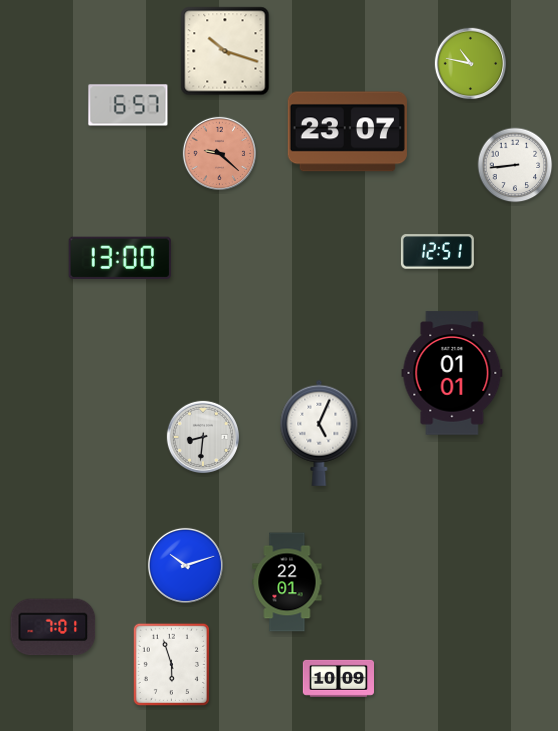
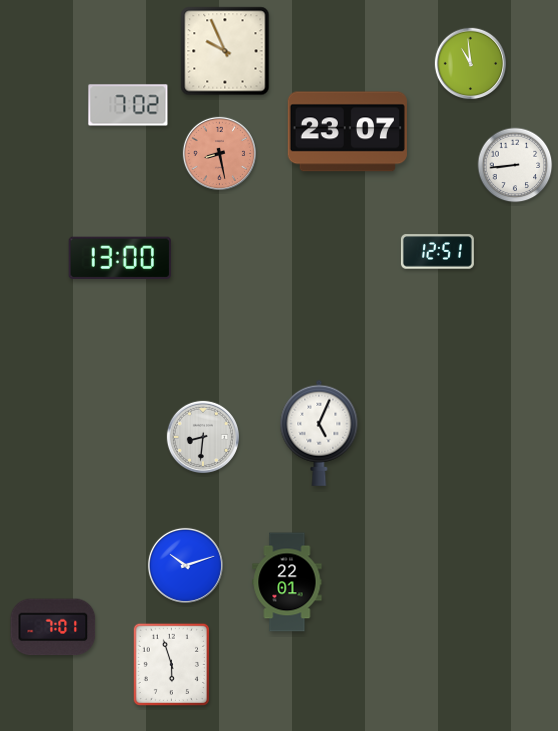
clock at (225, 51): 10:18 -> 9:56
clock at (471, 64): 10:47 -> 10:59
clock at (128, 105): 6:57 -> 7:02
clock at (219, 153): 9:22 -> 8:28
clock at (452, 373): 01:01 -> none
clock at (338, 678): 10:09 -> none
